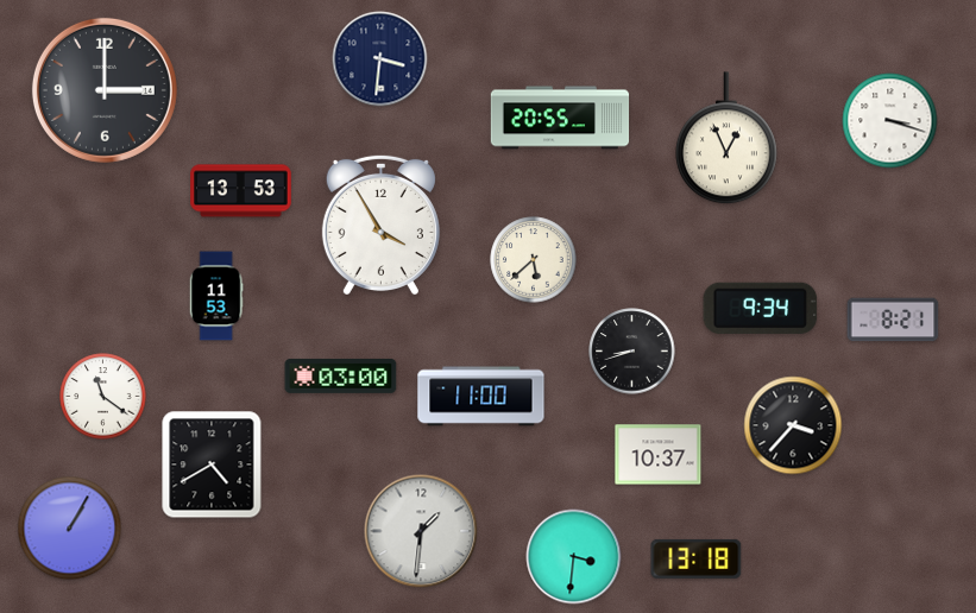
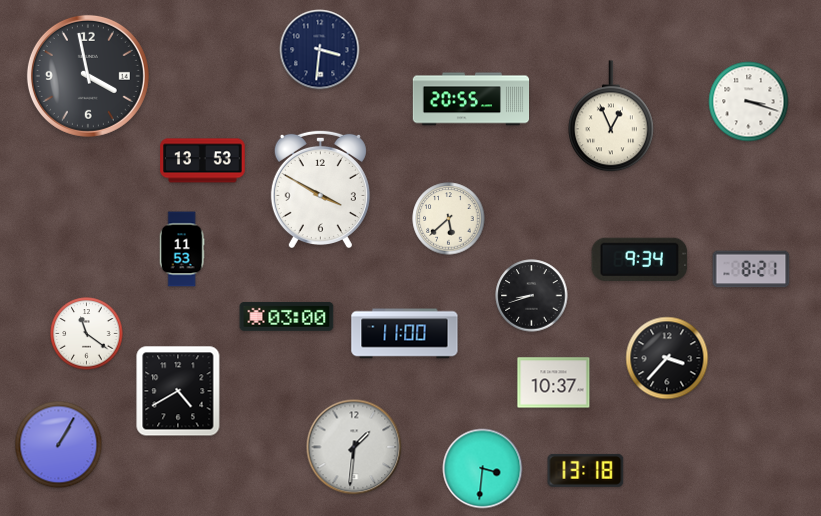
clock at (105, 90): 3:00 -> 3:58
clock at (380, 223): 3:55 -> 3:50
